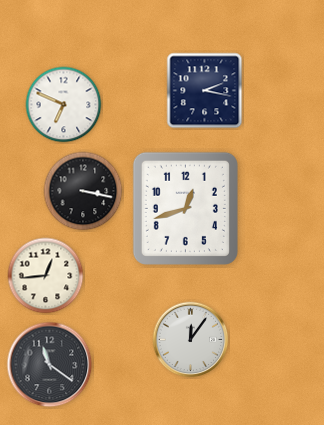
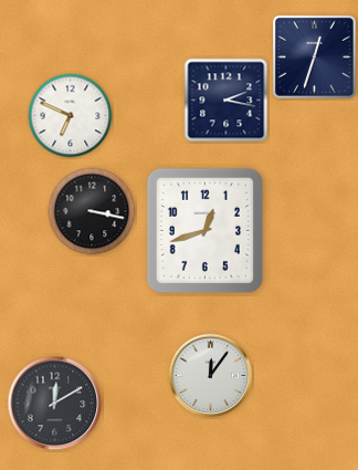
clock at (315, 58): none -> 12:33
clock at (46, 276): 12:44 -> none
clock at (50, 365): 11:21 -> 12:10
